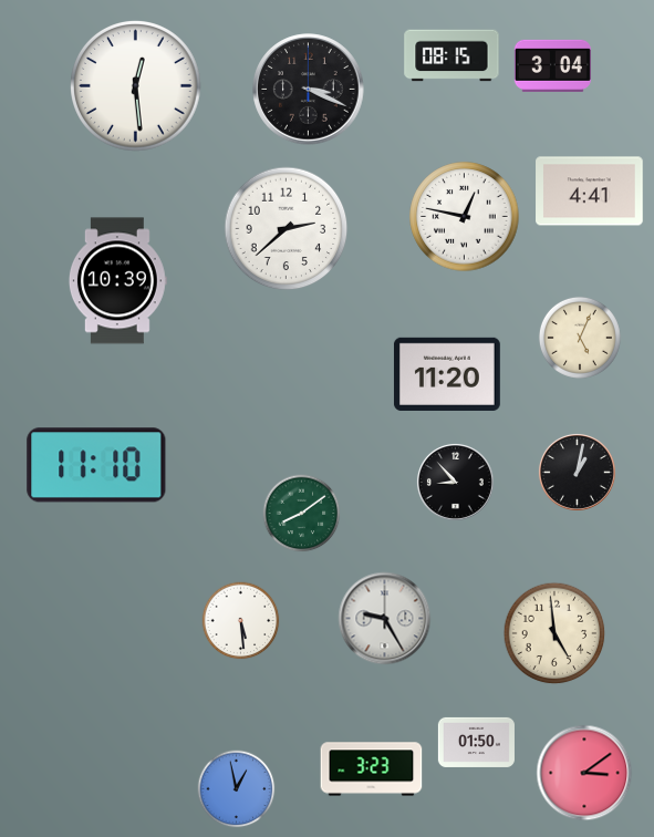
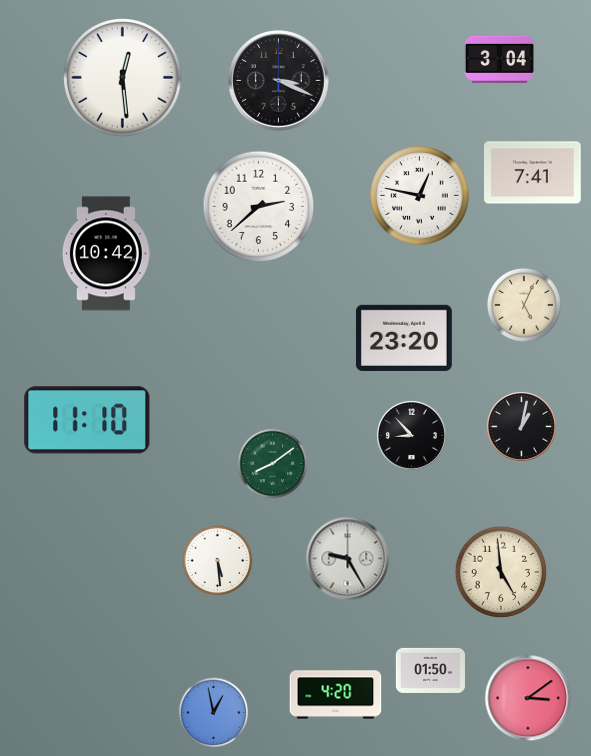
clock at (451, 55): 08:15 -> none
clock at (590, 192): 4:41 -> 7:41
clock at (117, 281): 10:39 -> 10:42
clock at (447, 374): 11:20 -> 23:20
clock at (372, 769): 3:23 -> 4:20
